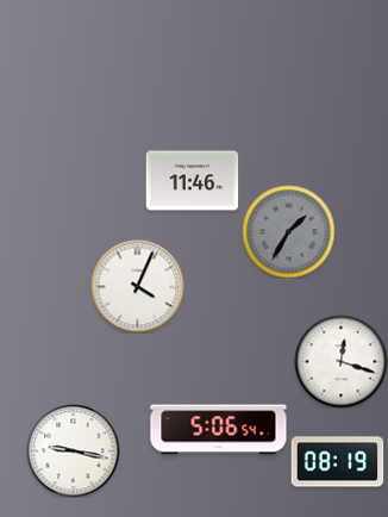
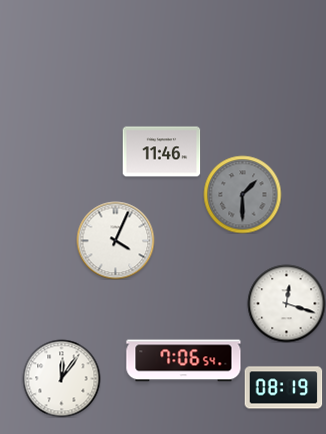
clock at (288, 231): 1:35 -> 1:30
clock at (219, 430): 5:06 -> 7:06
clock at (73, 450): 9:17 -> 12:06
